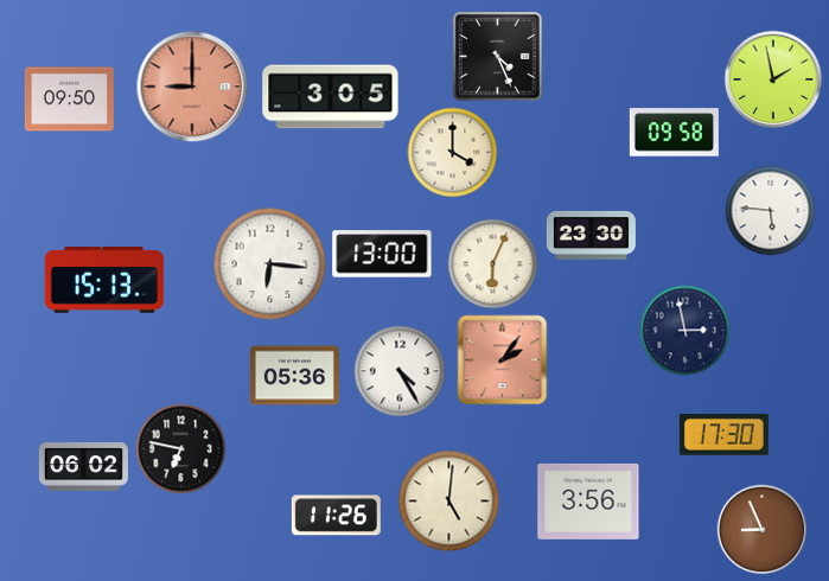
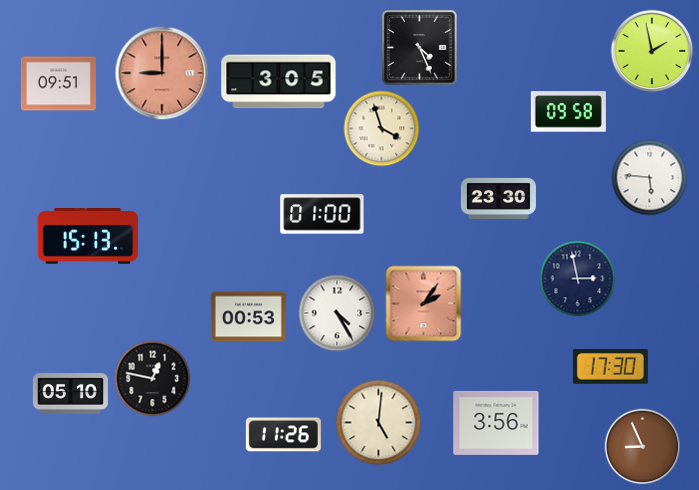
clock at (773, 79) position: (773, 79) -> (652, 51)
clock at (69, 100): 09:50 -> 09:51
clock at (453, 153): 4:00 -> 3:57
clock at (382, 254): 13:00 -> 01:00
clock at (270, 264): 6:16 -> none
clock at (493, 264): 6:04 -> none
clock at (294, 376): 05:36 -> 00:53
clock at (181, 449): 6:47 -> 12:47
clock at (83, 467): 06:02 -> 05:10
